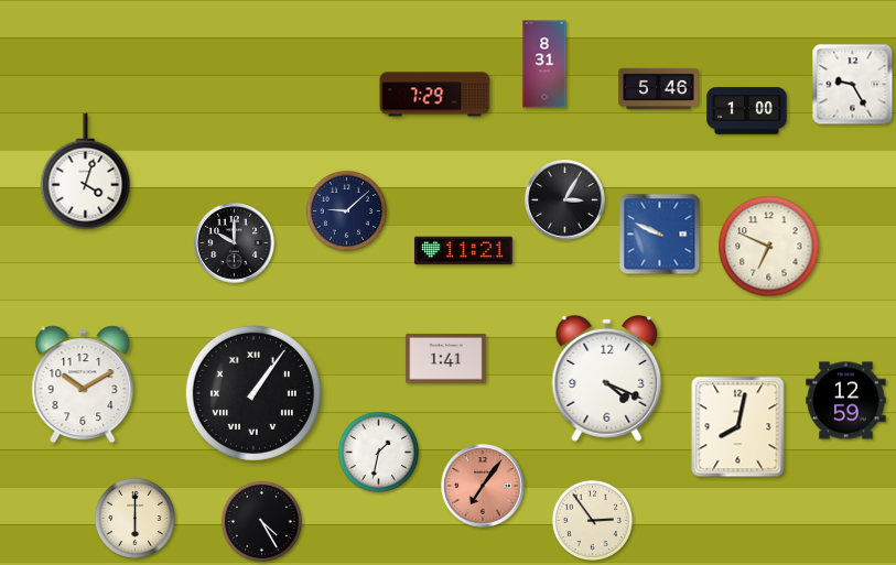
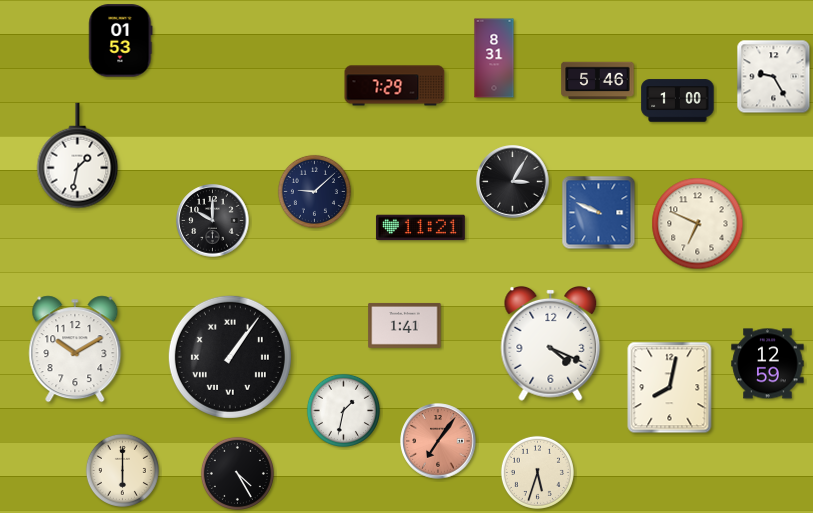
clock at (121, 41): none -> 01:53
clock at (86, 172): 4:03 -> 1:32
clock at (592, 520): 2:54 -> 5:33
